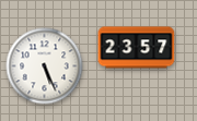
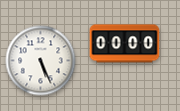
clock at (137, 48): 23:57 -> 00:00
